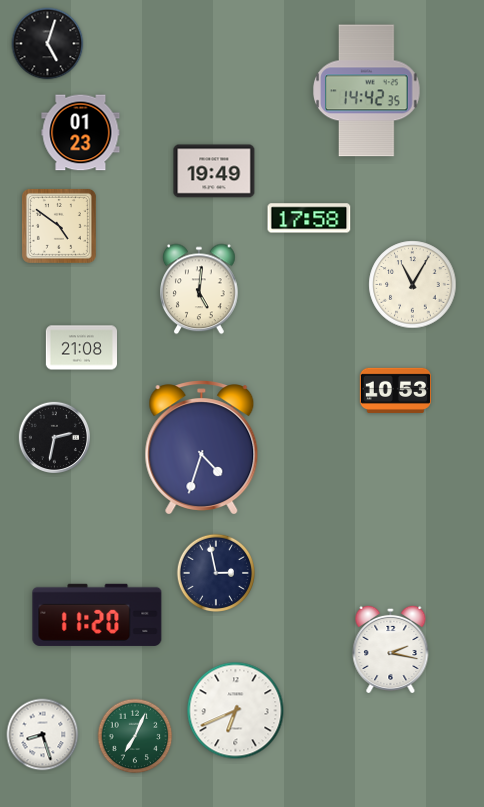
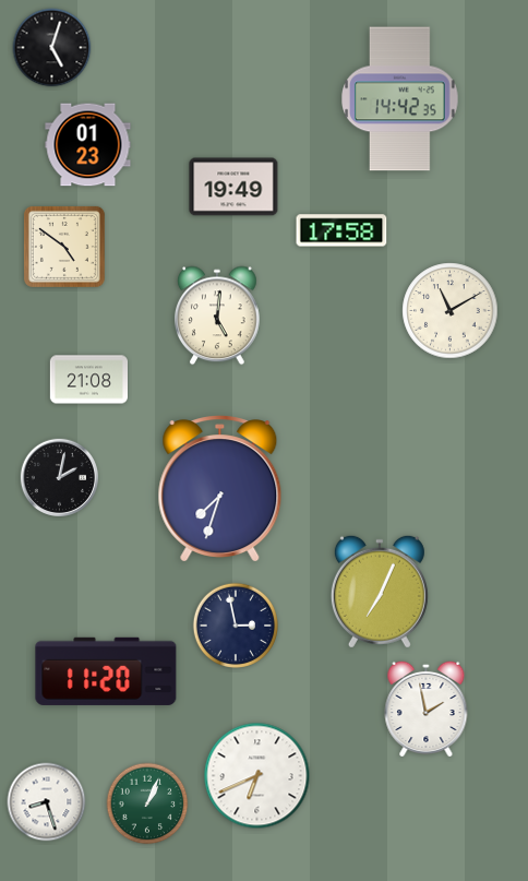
clock at (309, 218) position: (309, 218) -> (341, 230)
clock at (413, 285): 11:05 -> 11:10
clock at (395, 390): 10:53 -> none
clock at (54, 437): 2:32 -> 2:02
clock at (202, 448): 4:33 -> 7:33
clock at (380, 592): none -> 7:04
clock at (391, 648): 2:17 -> 1:58
clock at (135, 736): 7:04 -> 1:04
